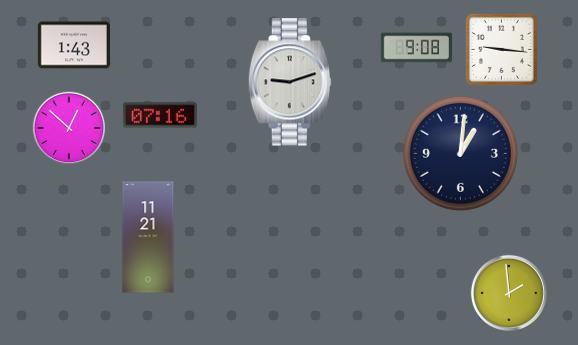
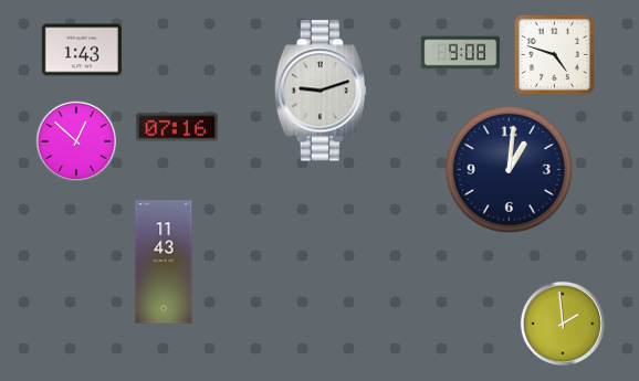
clock at (501, 49): 9:16 -> 4:48
clock at (148, 237): 11:21 -> 11:43
